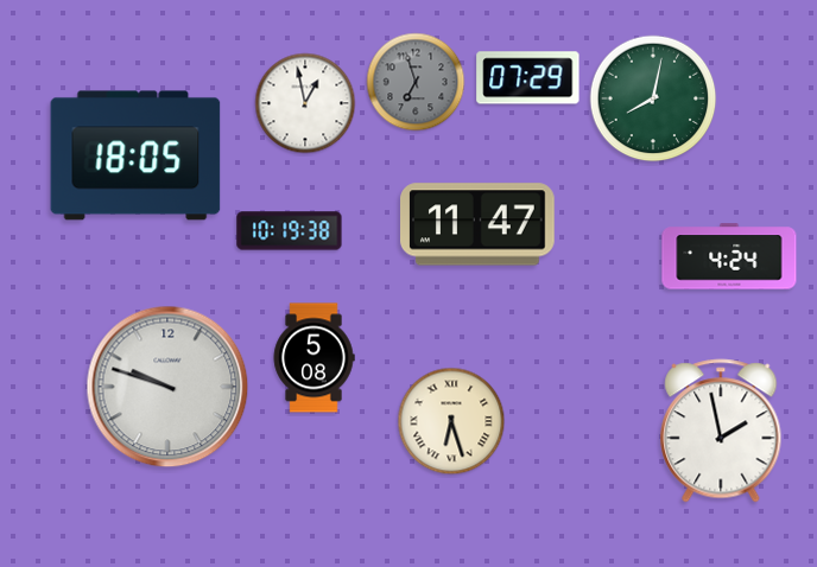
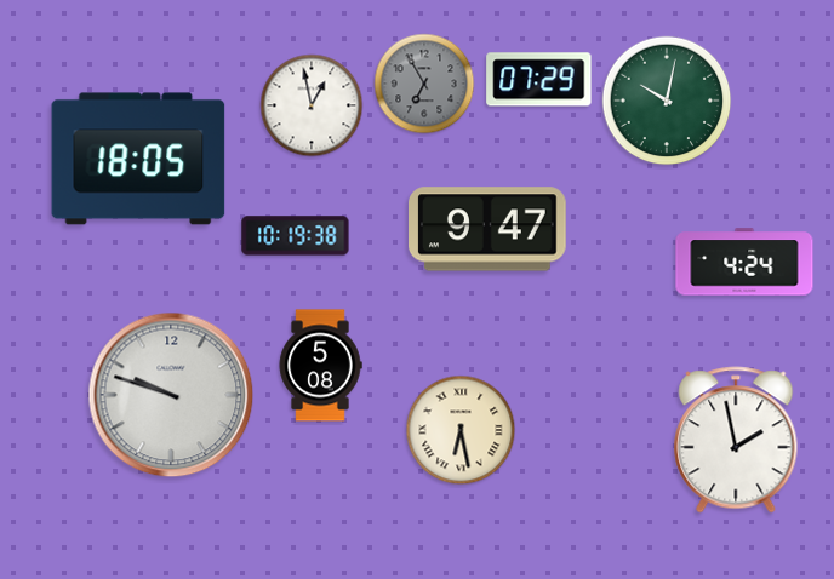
clock at (416, 82): 6:57 -> 6:55
clock at (653, 98): 8:02 -> 10:02
clock at (477, 224): 11:47 -> 9:47
clock at (451, 421): 6:27 -> 6:28
